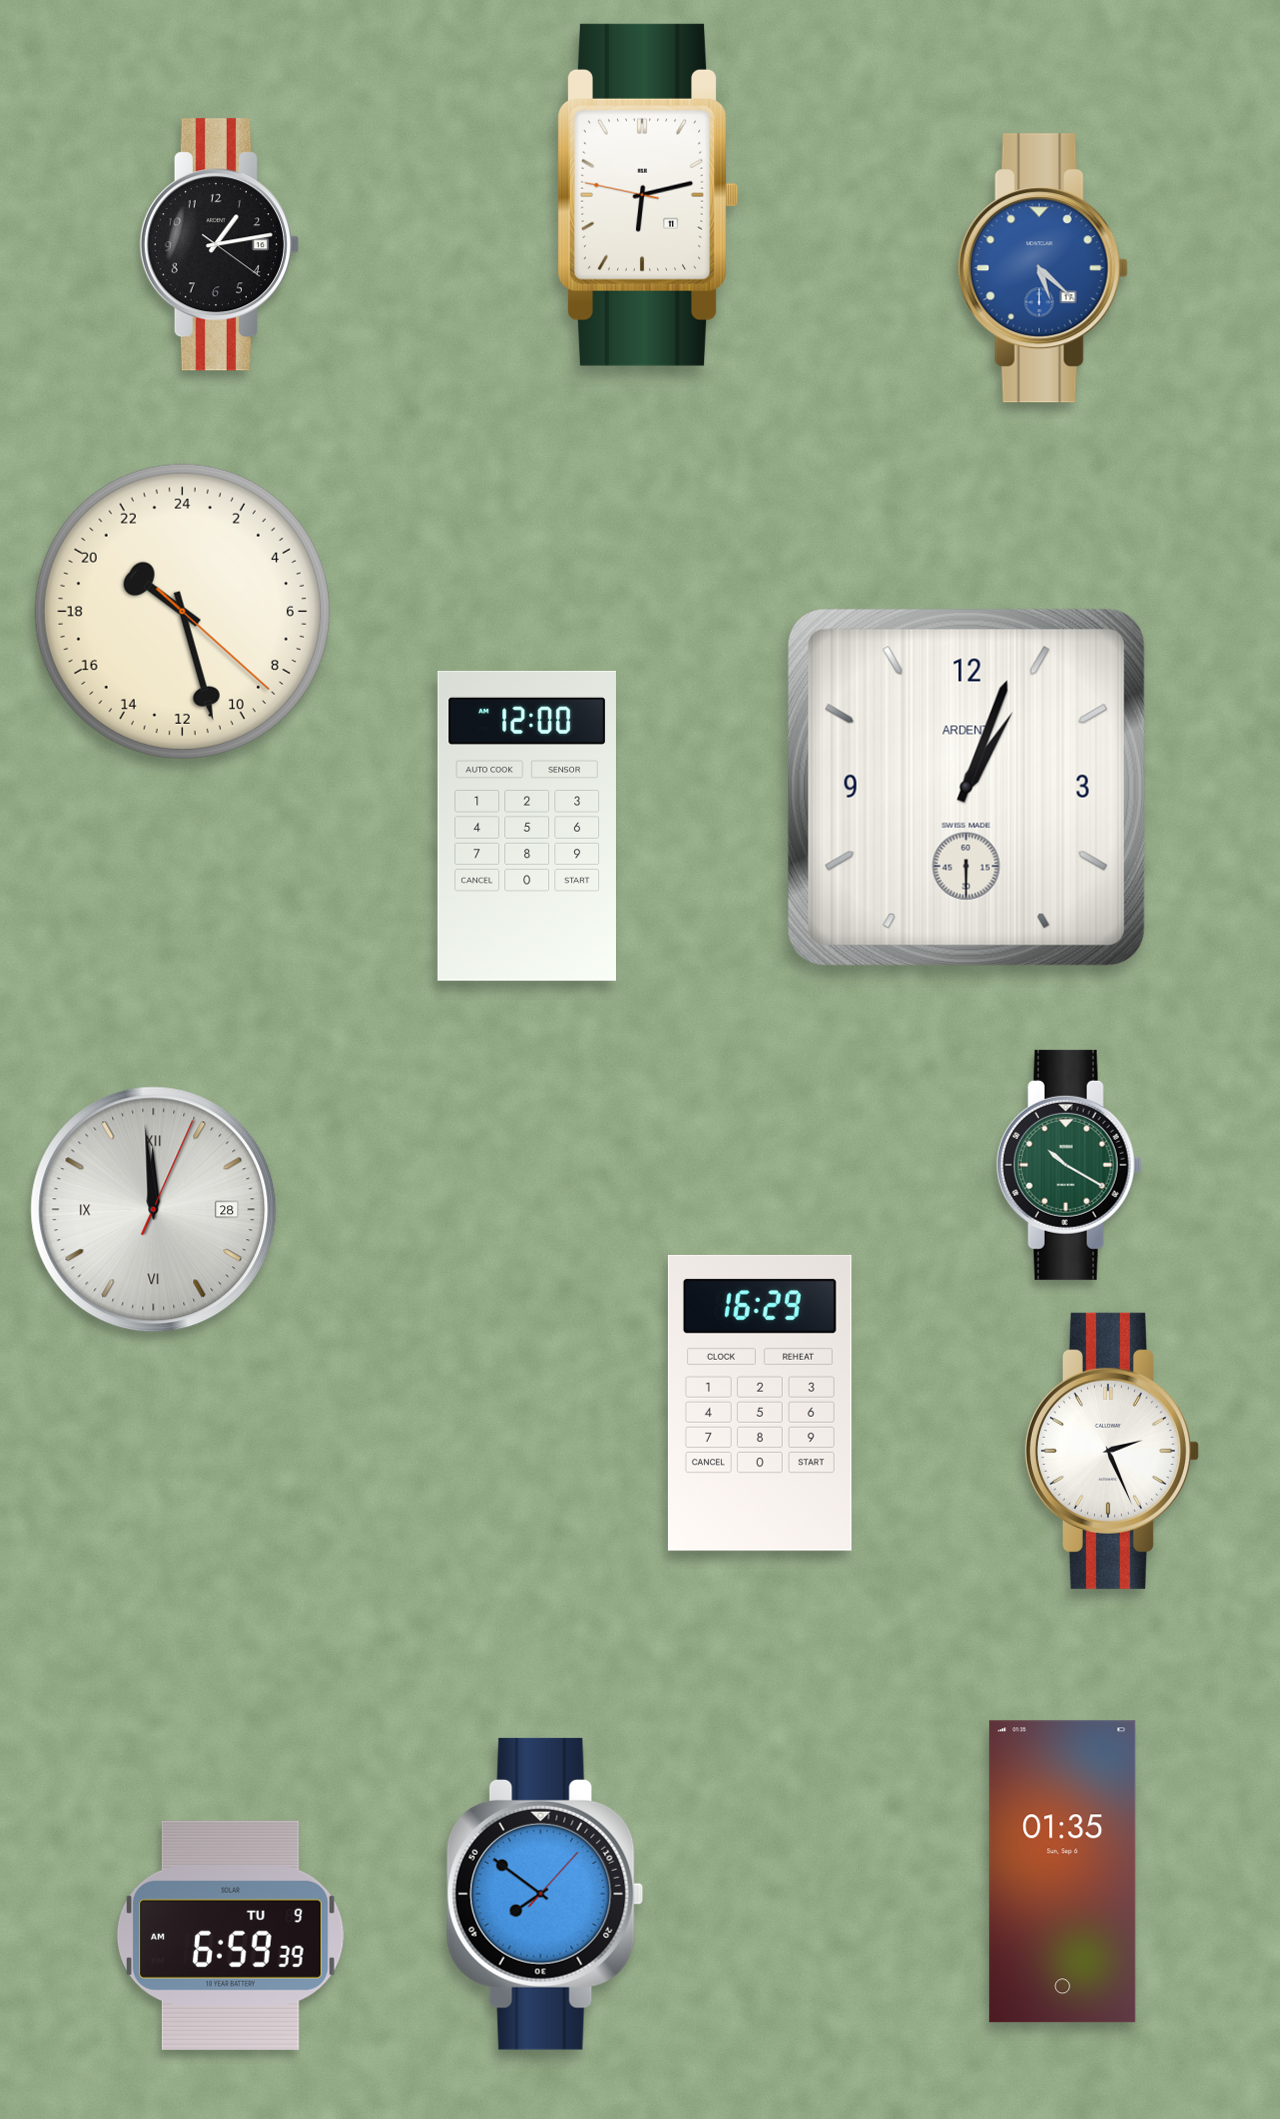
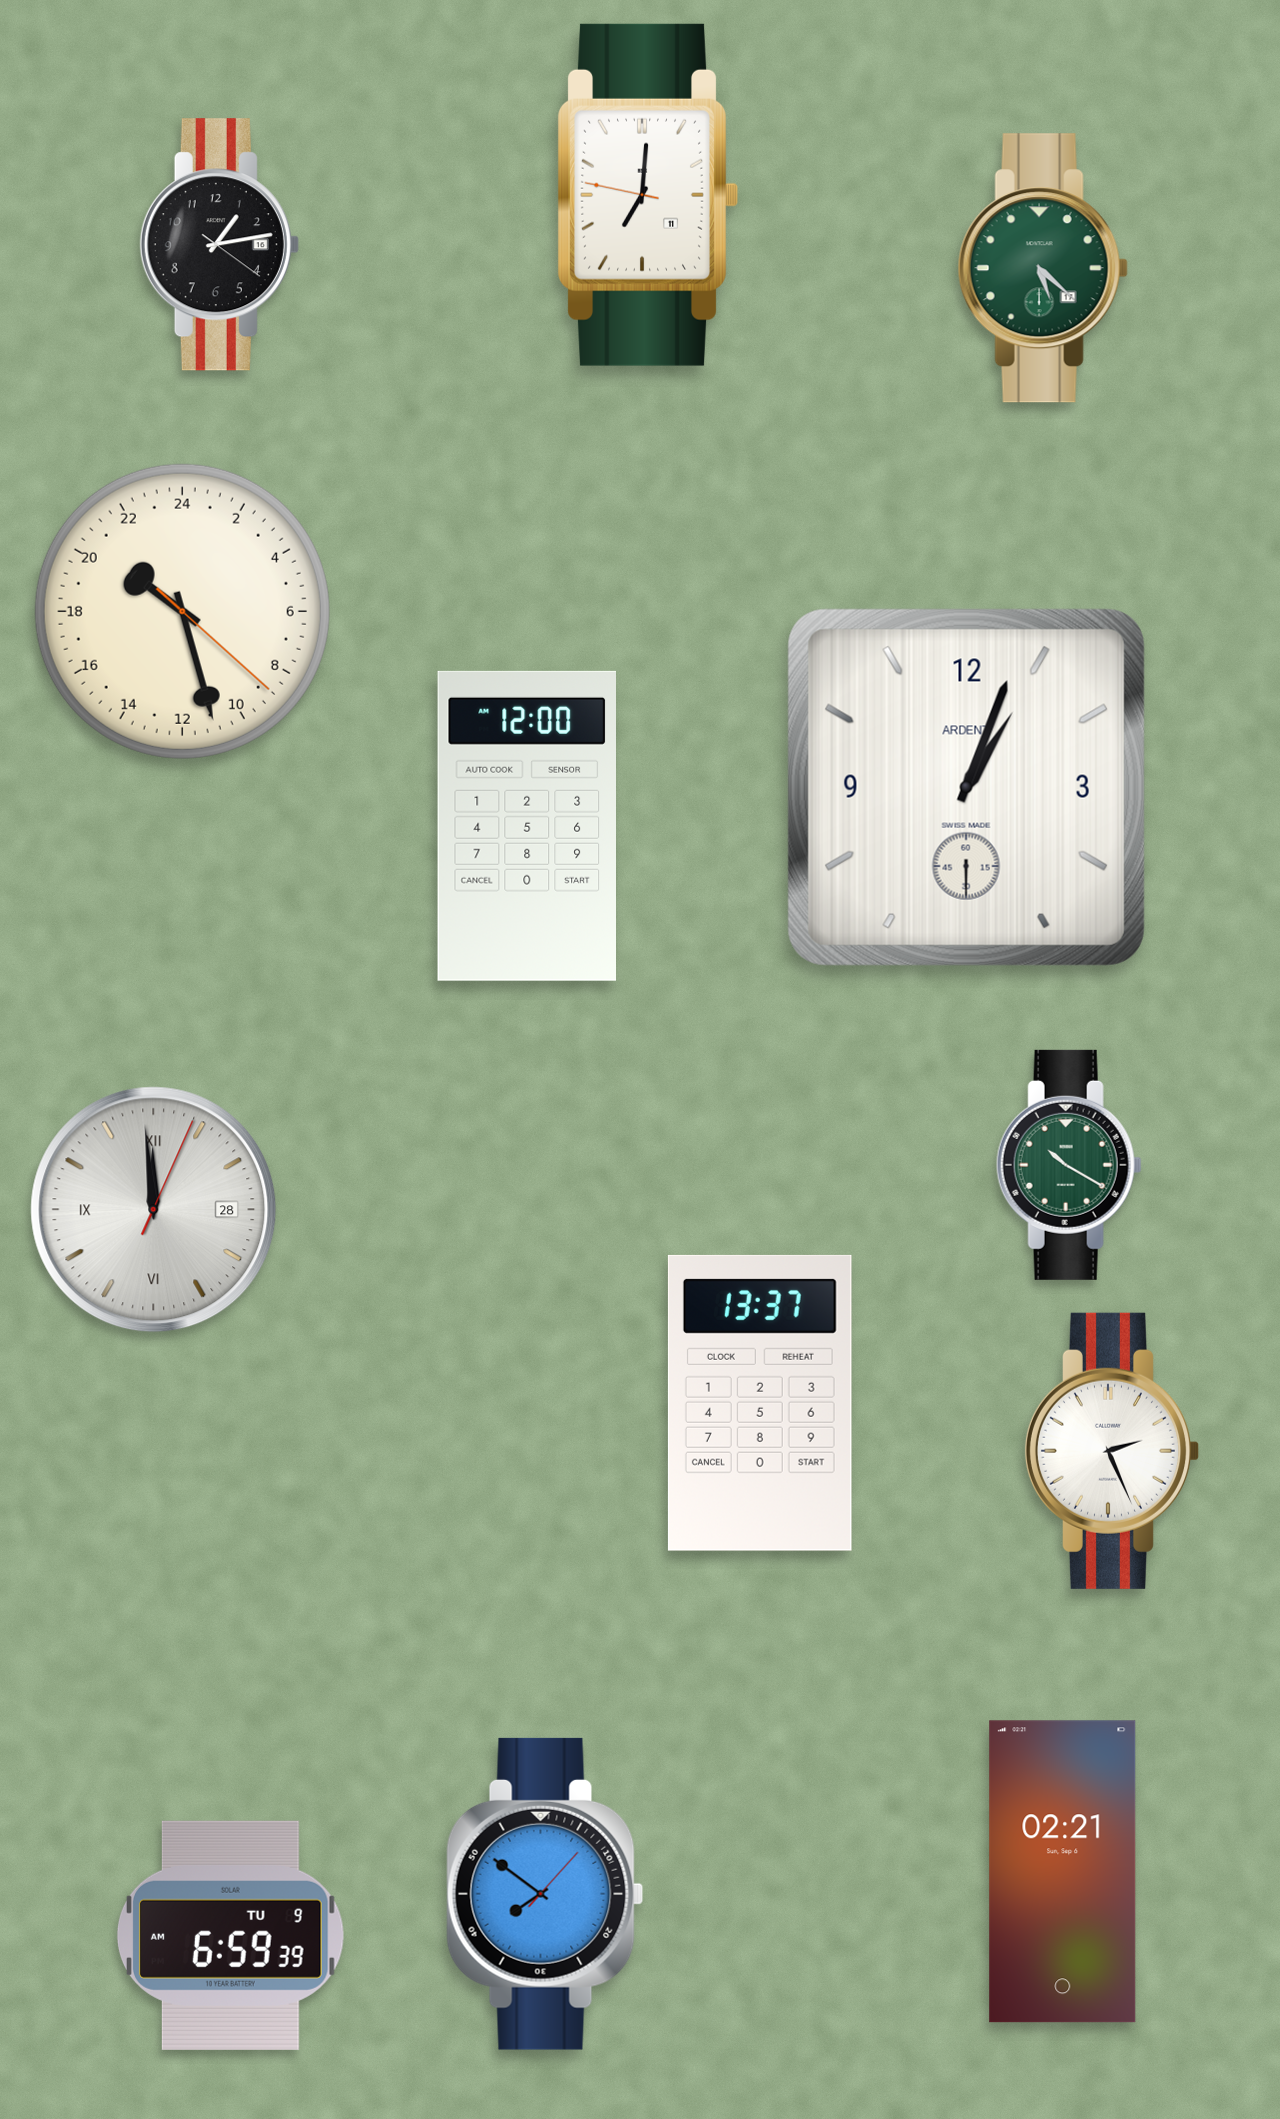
clock at (648, 195): 6:12 -> 7:00
clock at (1043, 268) dial: blue -> green
clock at (760, 1403): 16:29 -> 13:37
clock at (1063, 1872): 01:35 -> 02:21
